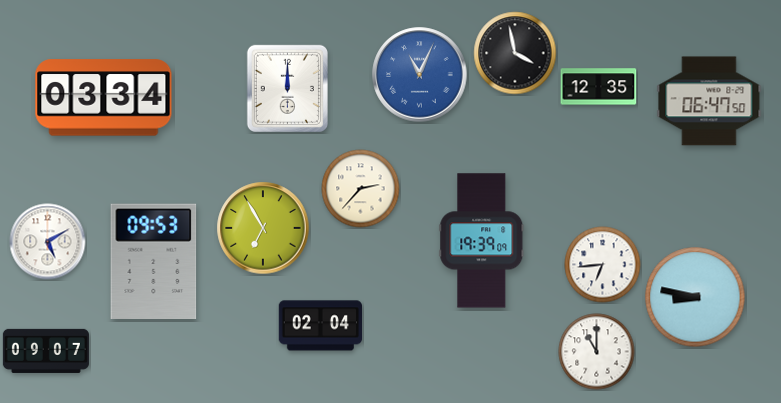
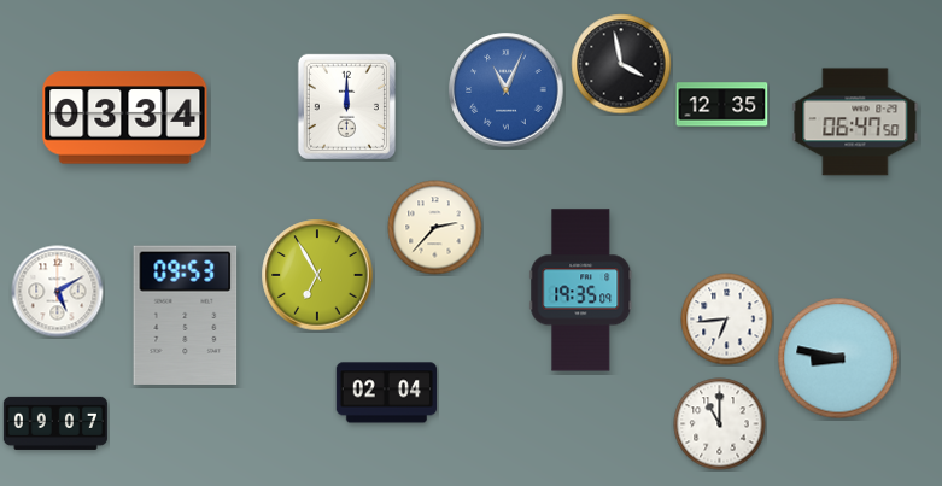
clock at (482, 241): 19:39 -> 19:35
